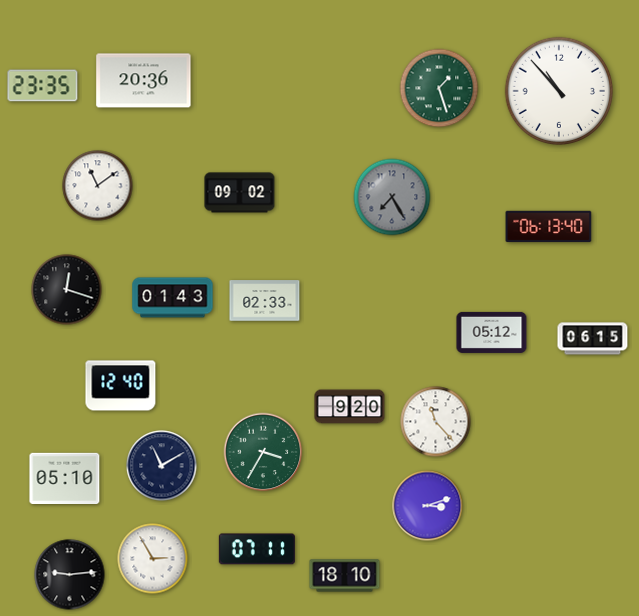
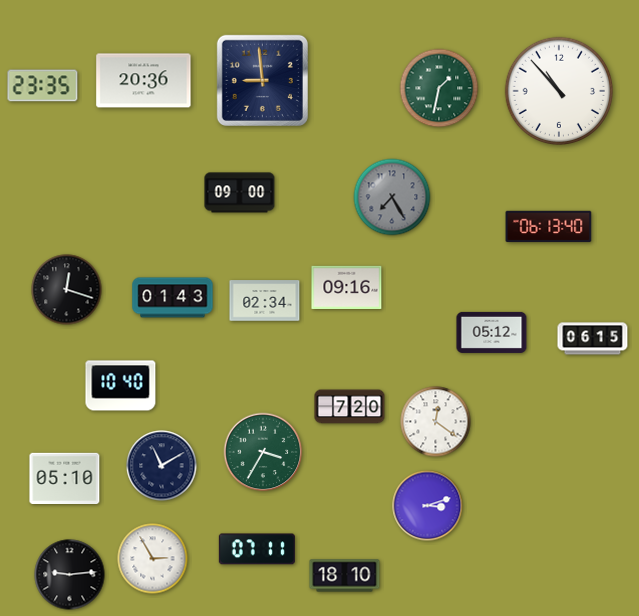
clock at (262, 80): none -> 8:59
clock at (439, 88): 1:27 -> 1:32
clock at (98, 186): 11:09 -> none
clock at (240, 193): 09:02 -> 09:00
clock at (347, 287): none -> 09:16
clock at (265, 301): 02:33 -> 02:34
clock at (121, 386): 12:40 -> 10:40
clock at (350, 407): 9:20 -> 7:20
clock at (436, 422): 11:23 -> 12:21
